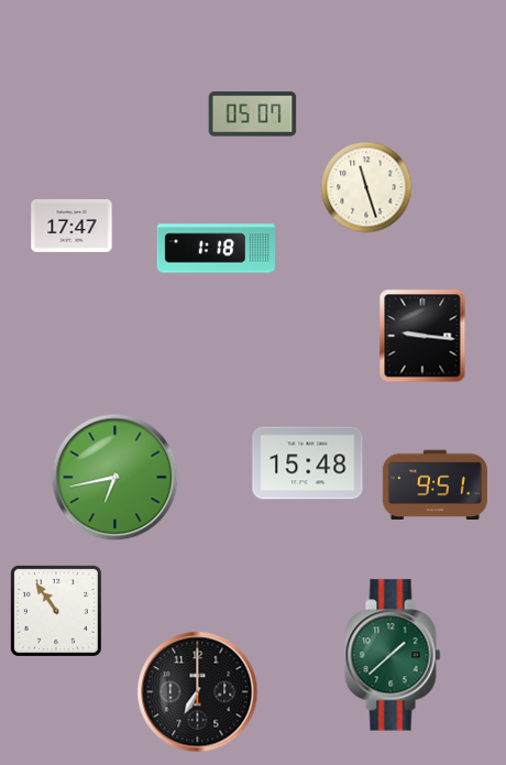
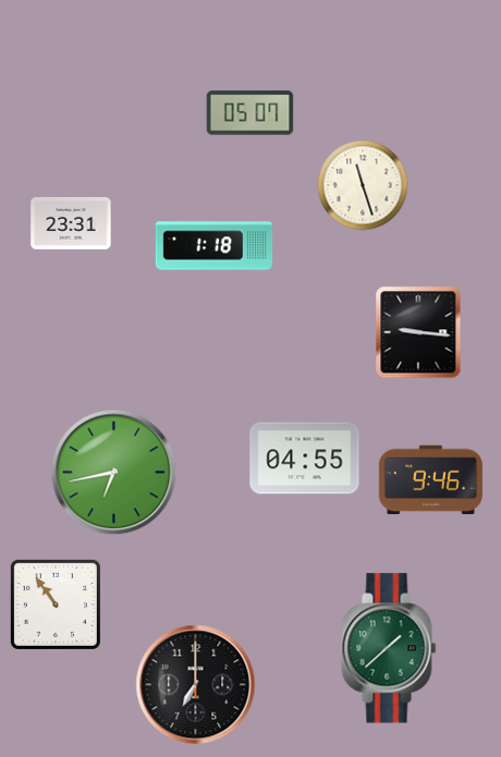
clock at (71, 226): 17:47 -> 23:31
clock at (308, 463): 15:48 -> 04:55
clock at (435, 485): 9:51 -> 9:46
